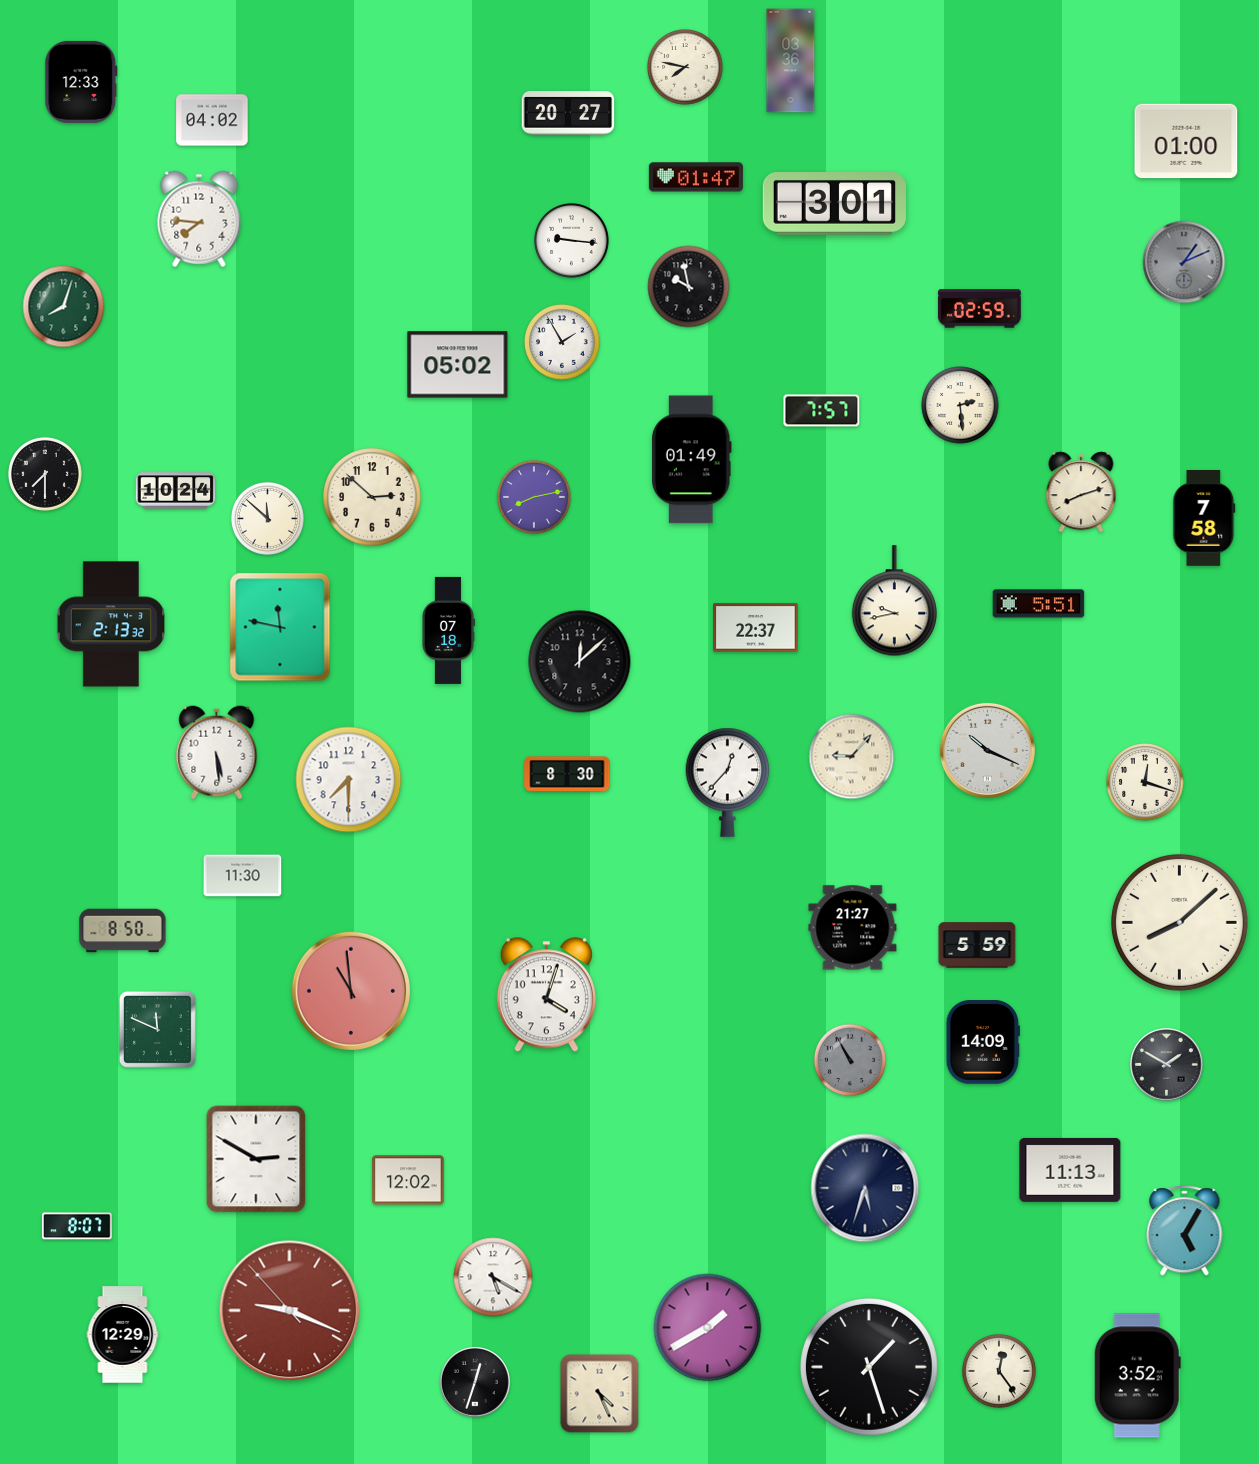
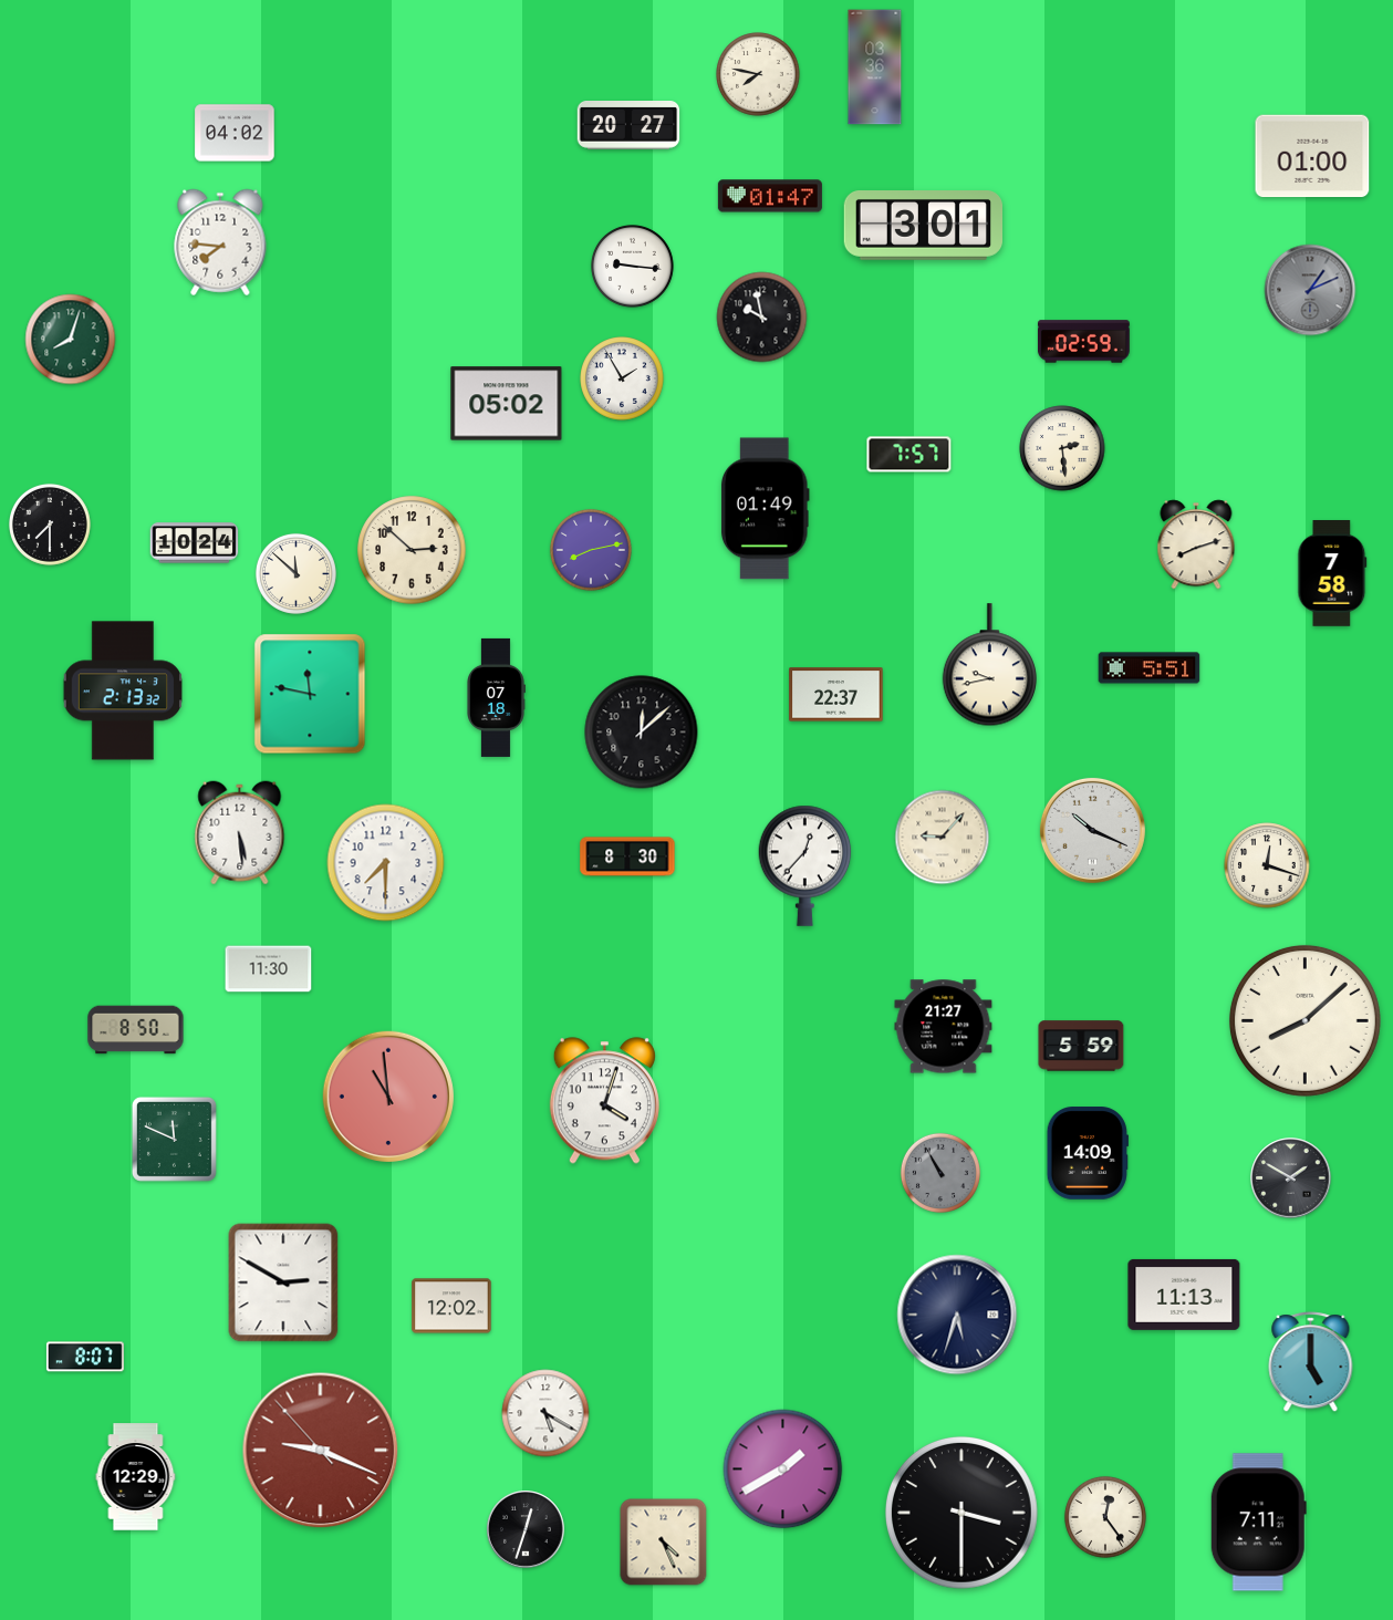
clock at (81, 82): 12:33 -> none
clock at (1185, 1231): 5:05 -> 5:00
clock at (869, 1367): 1:27 -> 3:30
clock at (1137, 1376): 3:52 -> 7:11
